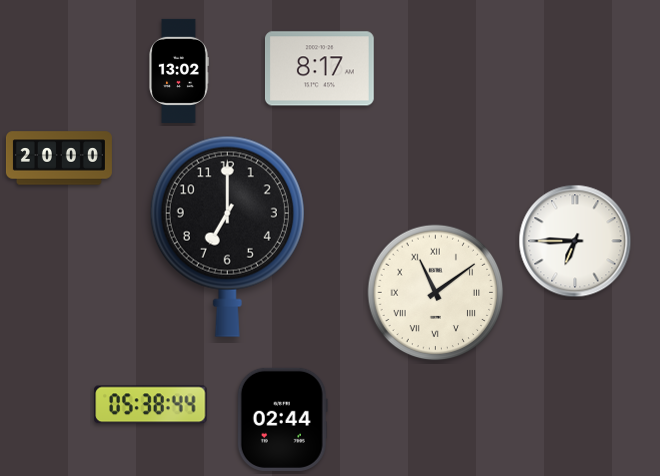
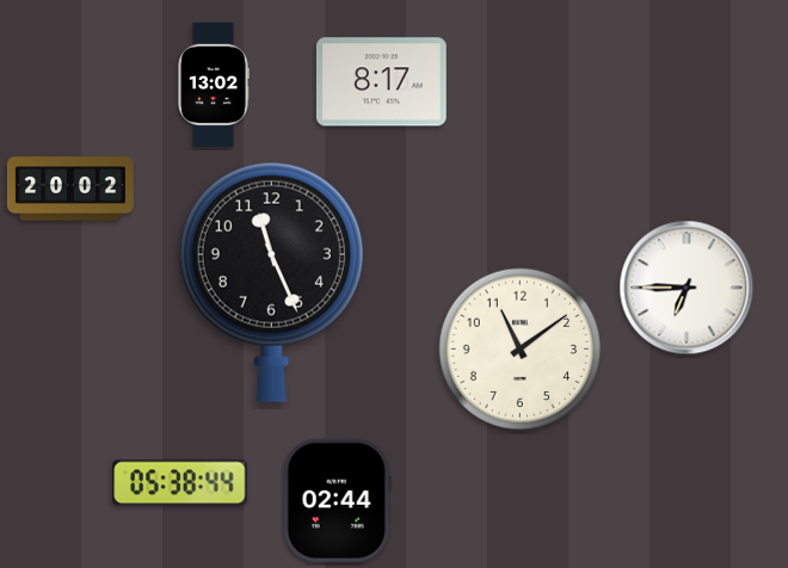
clock at (59, 158): 20:00 -> 20:02
clock at (227, 236): 7:00 -> 11:26
clock at (436, 293) numerals: Roman -> Arabic
